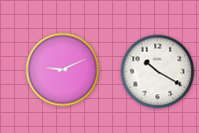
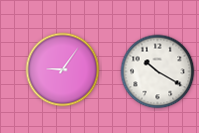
clock at (63, 70): 9:11 -> 9:06
